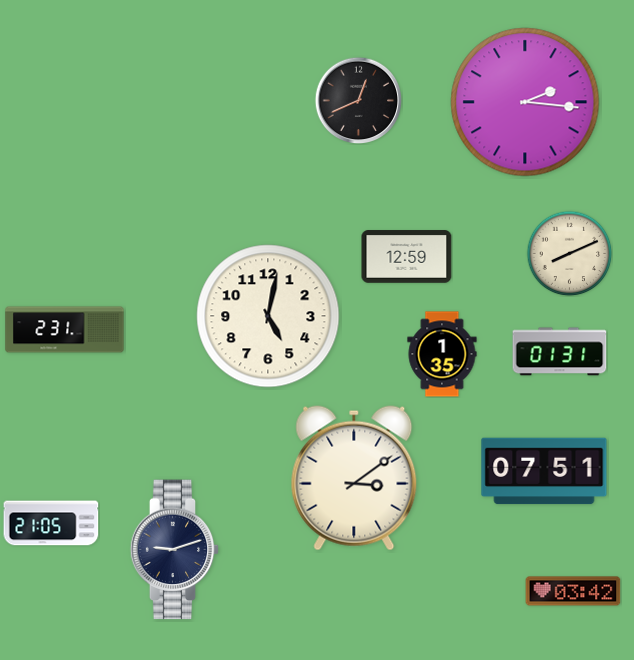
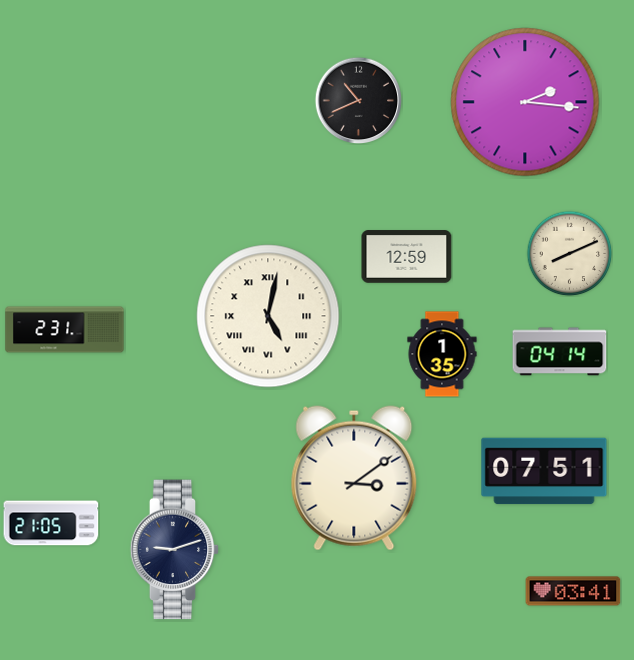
clock at (358, 100): 12:41 -> 10:41
clock at (268, 316) numerals: Arabic -> Roman
clock at (560, 352): 01:31 -> 04:14
clock at (573, 591): 03:42 -> 03:41
